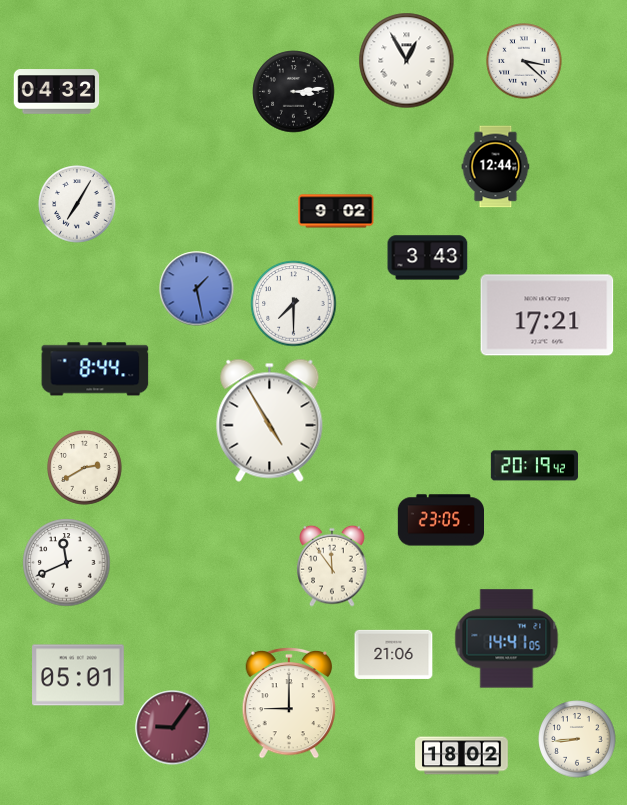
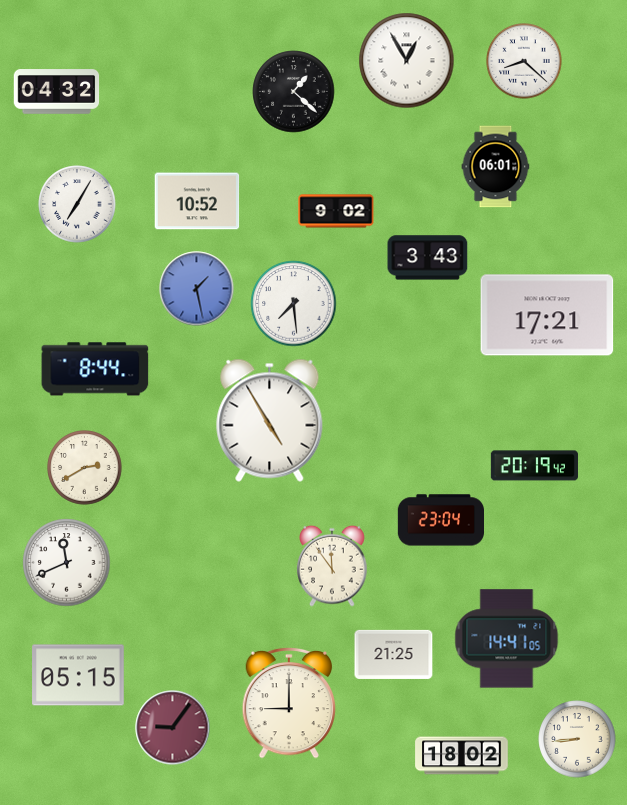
clock at (524, 61): 3:22 -> 8:22
clock at (294, 92): 3:14 -> 1:22
clock at (496, 167): 12:44 -> 06:01
clock at (197, 201): none -> 10:52
clock at (294, 304): 7:30 -> 7:29
clock at (440, 520): 23:05 -> 23:04
clock at (394, 654): 21:06 -> 21:25
clock at (78, 675): 05:01 -> 05:15
